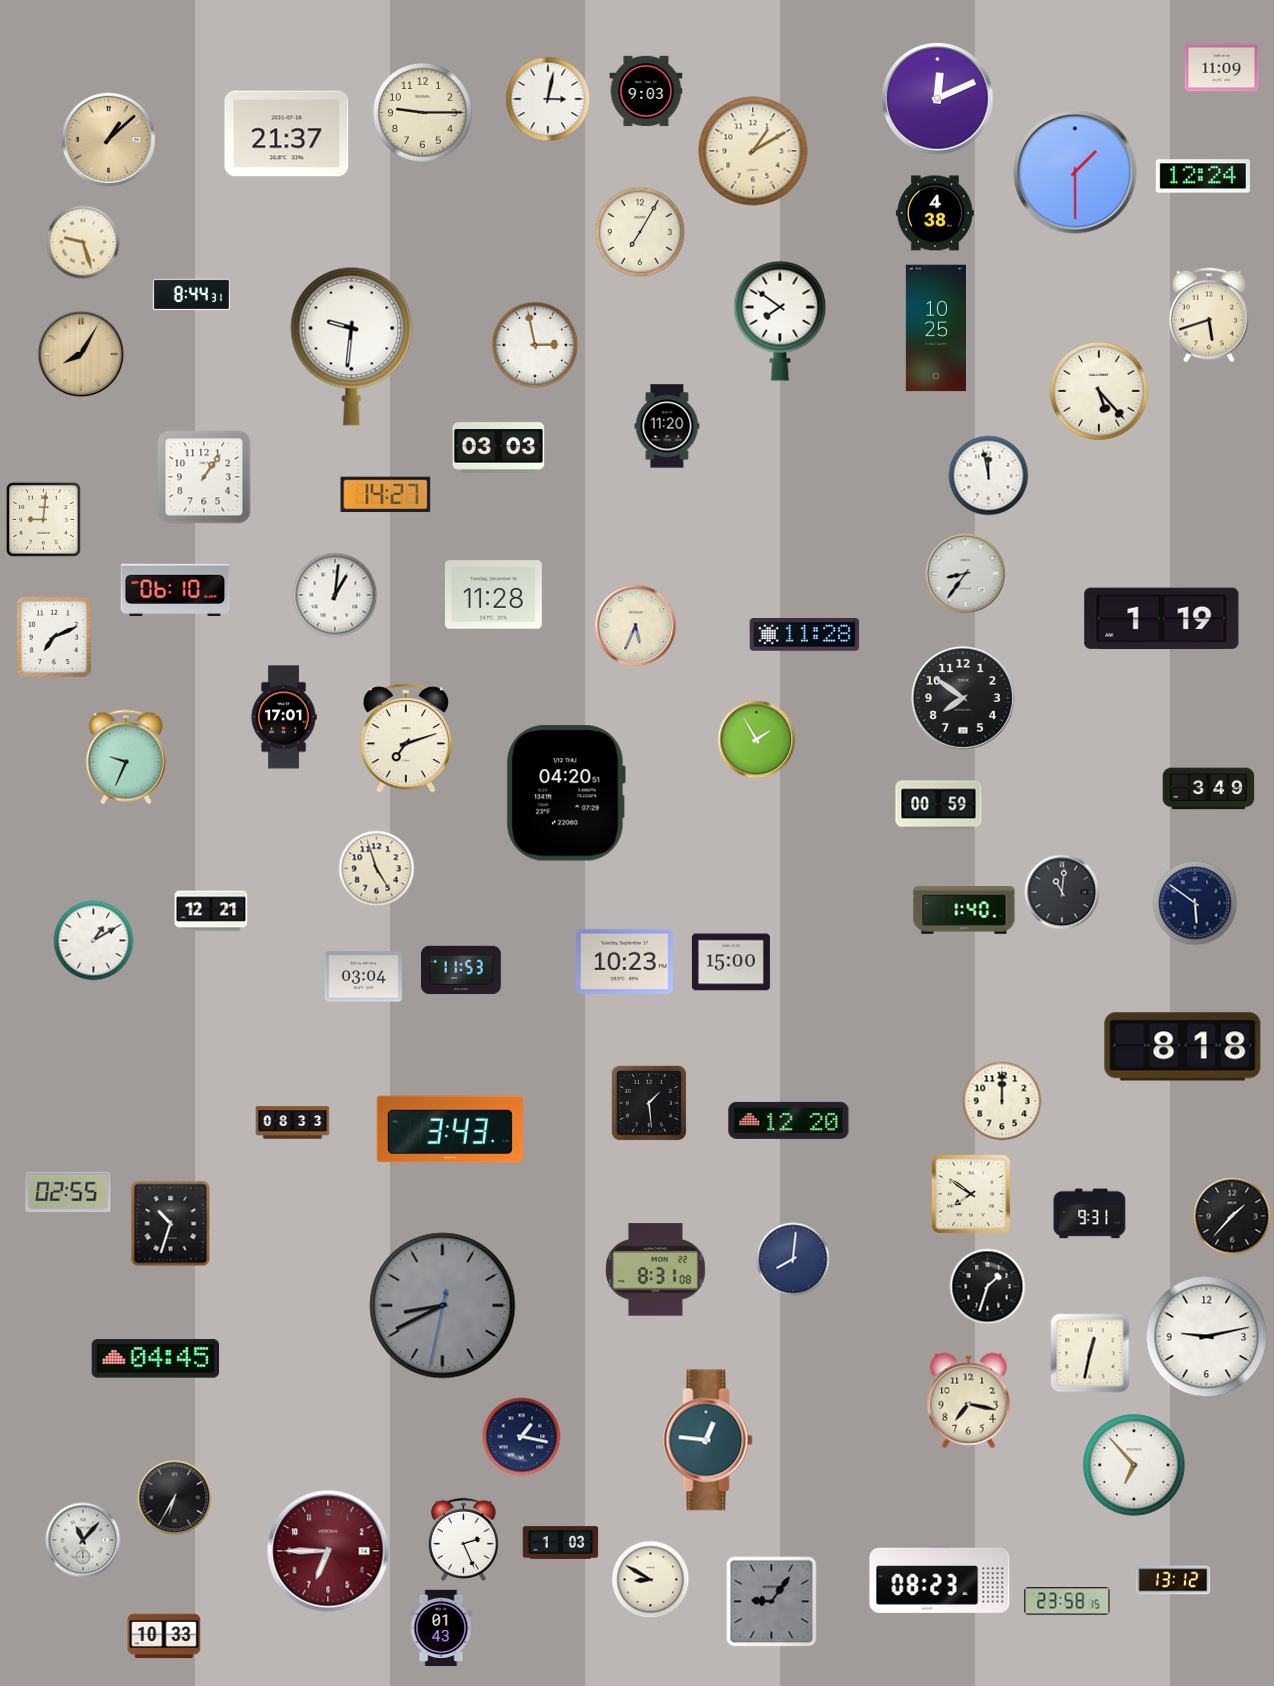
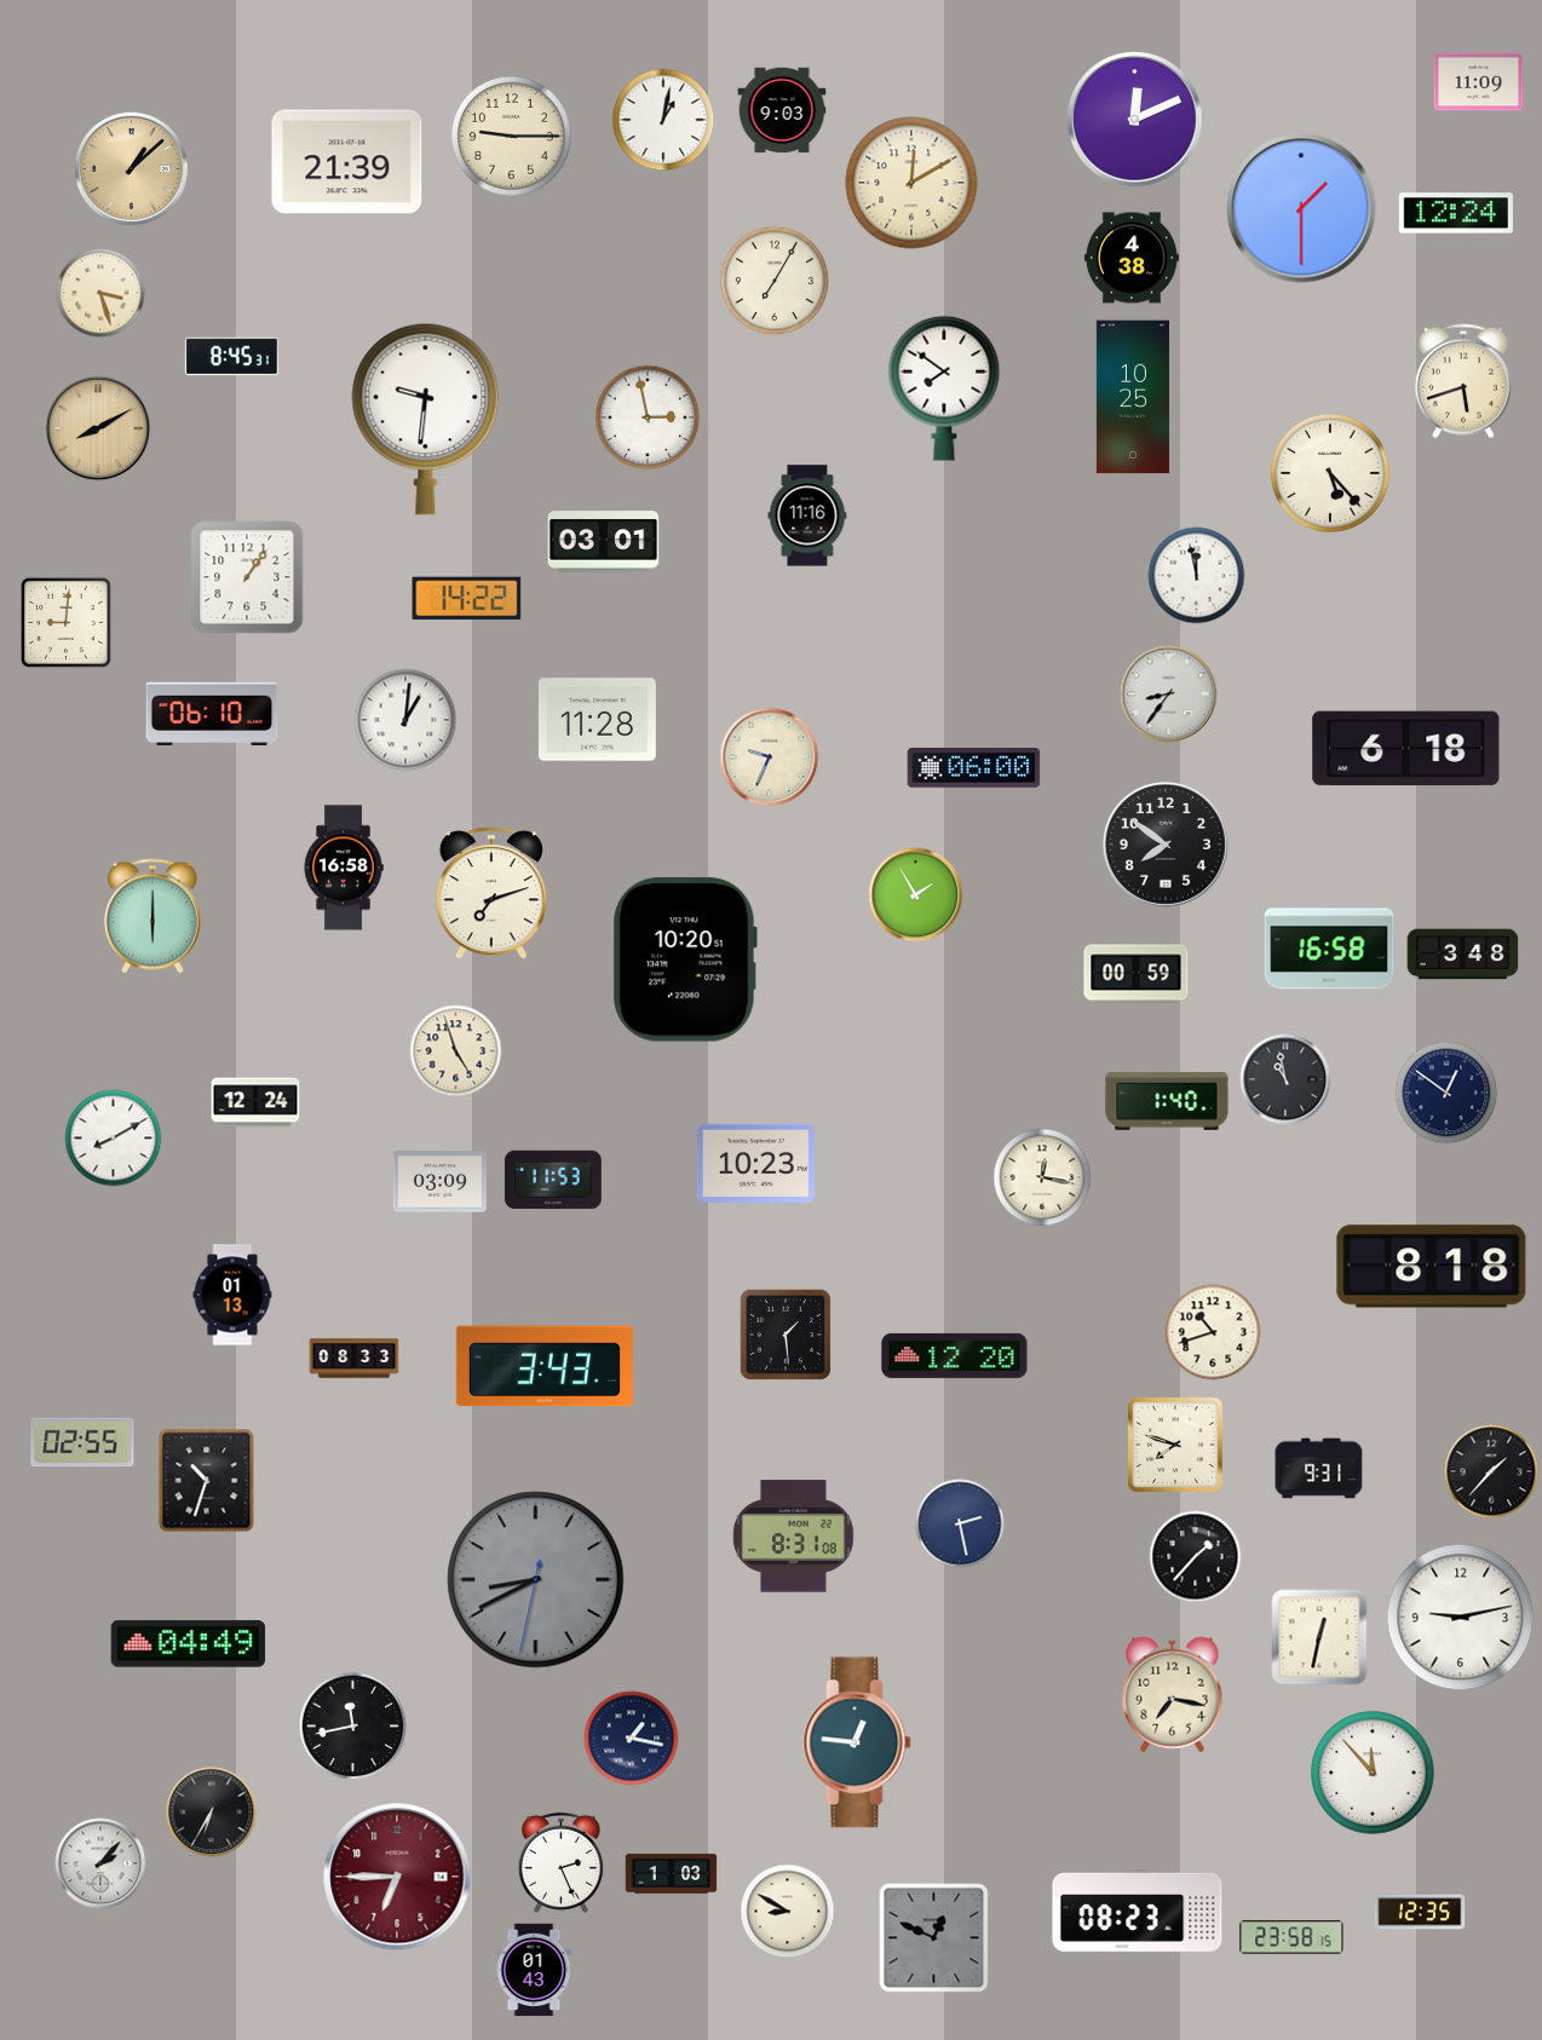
clock at (548, 99): 3:02 -> 1:02
clock at (287, 134): 21:37 -> 21:39
clock at (753, 151): 1:10 -> 12:10
clock at (83, 242): 9:27 -> 3:27
clock at (191, 295): 8:44 -> 8:45
clock at (81, 354): 8:05 -> 8:10
clock at (667, 426): 11:20 -> 11:16
clock at (499, 448): 03:03 -> 03:01
clock at (386, 495): 14:27 -> 14:22
clock at (44, 520) position: (44, 520) -> (67, 623)
clock at (1162, 619): 1:19 -> 6:18
clock at (636, 626): 5:34 -> 9:34
clock at (805, 635): 11:28 -> 06:00
clock at (53, 636): 7:11 -> none
clock at (284, 717): 17:01 -> 16:58
clock at (126, 757): 9:34 -> 6:00
clock at (1329, 949): none -> 16:58
clock at (1209, 789): 3:49 -> 3:48
clock at (566, 793): 04:20 -> 10:20
clock at (1062, 892): 11:01 -> 10:58
clock at (1195, 903): 5:51 -> 12:51
clock at (211, 911): 12:21 -> 12:24
clock at (94, 941): 1:10 -> 8:10
clock at (731, 962): 15:00 -> none
clock at (462, 970) position: (462, 970) -> (554, 1180)
clock at (1042, 1177): none -> 12:17
clock at (363, 977): 03:04 -> 03:09
clock at (232, 1295): none -> 01:13
clock at (1002, 1101): 12:00 -> 10:42
clock at (971, 1194): 7:51 -> 7:48
clock at (793, 1259): 8:01 -> 2:28
clock at (988, 1287): 1:33 -> 1:37
clock at (156, 1359): 04:45 -> 04:49
clock at (353, 1727): none -> 11:43
clock at (1134, 1465): 6:53 -> 11:53
clock at (83, 1540): 11:07 -> 2:07
clock at (561, 1543) position: (561, 1543) -> (672, 1874)
clock at (1173, 1580): 13:12 -> 12:35
clock at (772, 1602): 9:06 -> 12:49
clock at (164, 1636): 10:33 -> none
